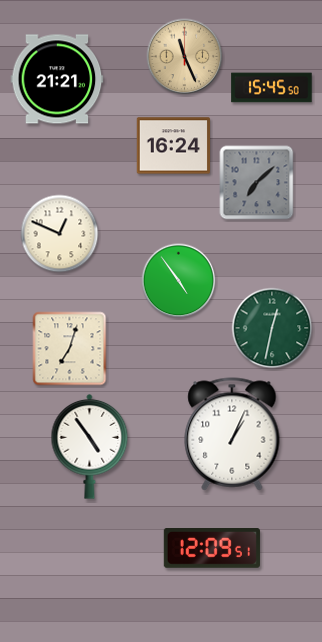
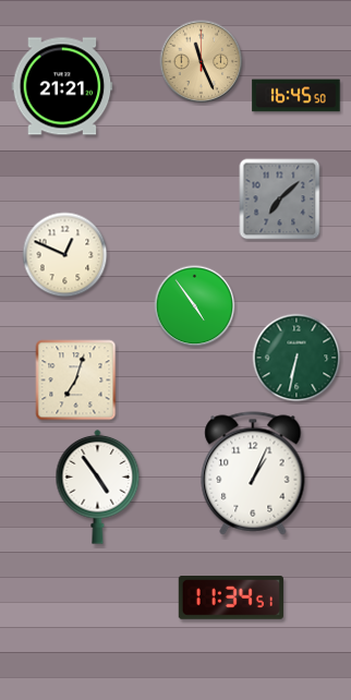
clock at (272, 88): 15:45 -> 16:45
clock at (174, 146): 16:24 -> none
clock at (272, 328): 12:32 -> 6:32
clock at (212, 549): 12:09 -> 11:34
